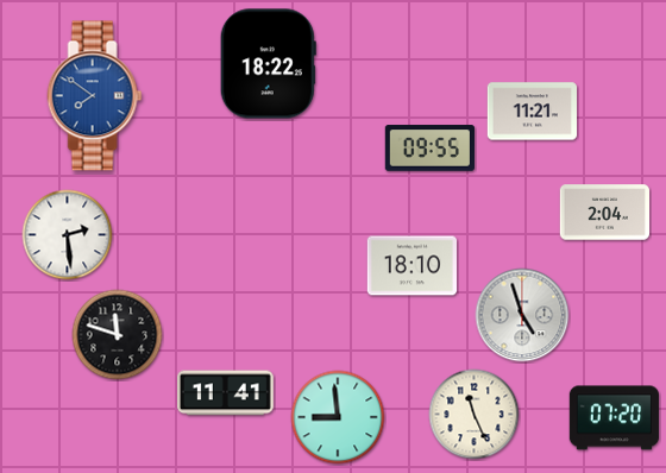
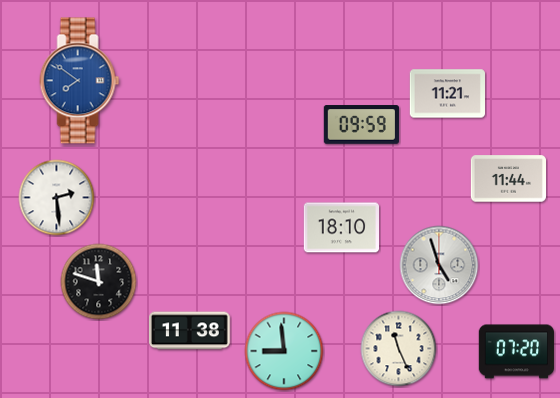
clock at (268, 64): 18:22 -> none
clock at (429, 149): 09:55 -> 09:59
clock at (604, 213): 2:04 -> 11:44
clock at (411, 266) position: (411, 266) -> (341, 228)
clock at (226, 393): 11:41 -> 11:38
